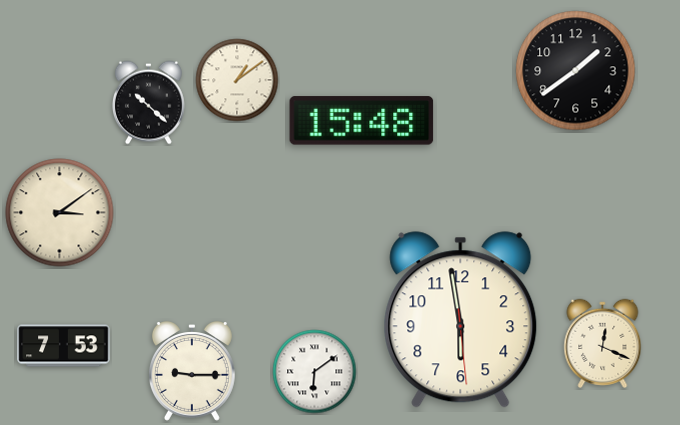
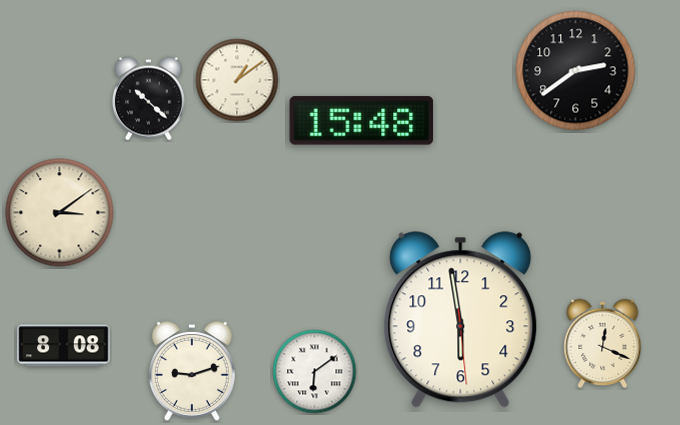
clock at (576, 71): 1:39 -> 2:39
clock at (148, 103) position: (148, 103) -> (148, 99)
clock at (64, 346): 7:53 -> 8:08
clock at (192, 372): 9:15 -> 9:12
